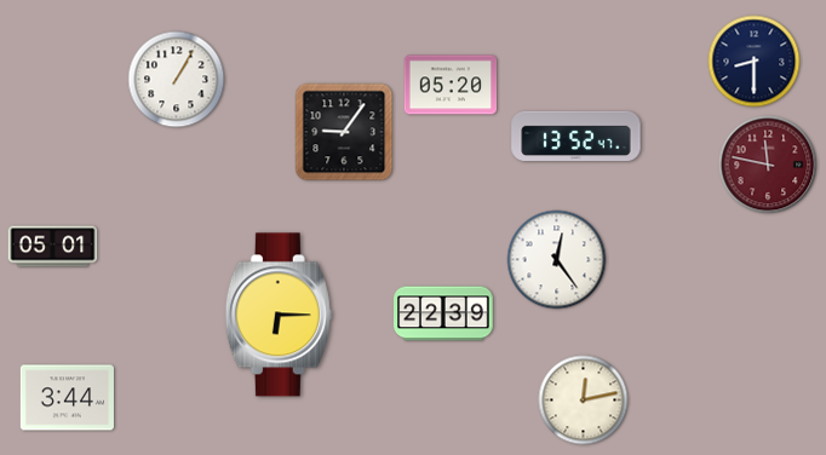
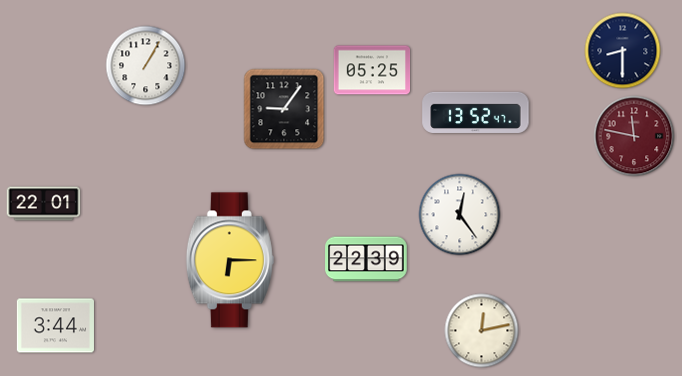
clock at (451, 85): 05:20 -> 05:25
clock at (53, 247): 05:01 -> 22:01
clock at (67, 398) position: (67, 398) -> (55, 326)
